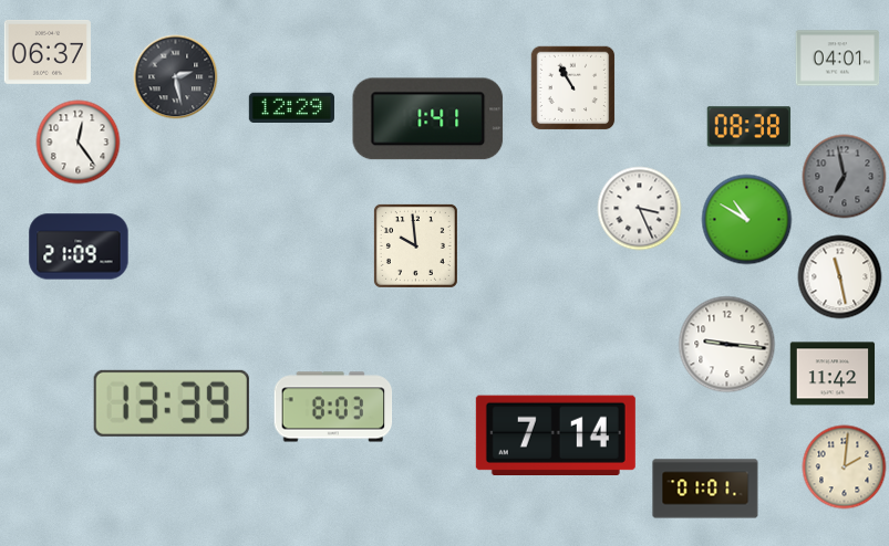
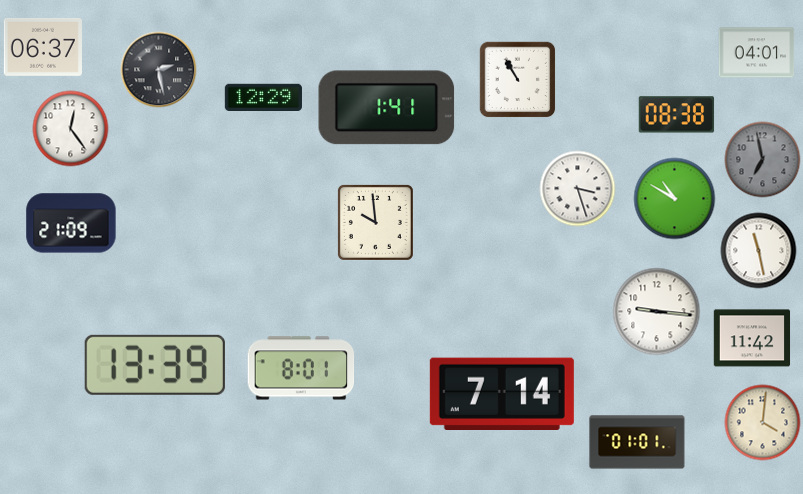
clock at (640, 209): 3:26 -> 3:27
clock at (333, 407): 8:03 -> 8:01
clock at (845, 468): 2:01 -> 4:01
